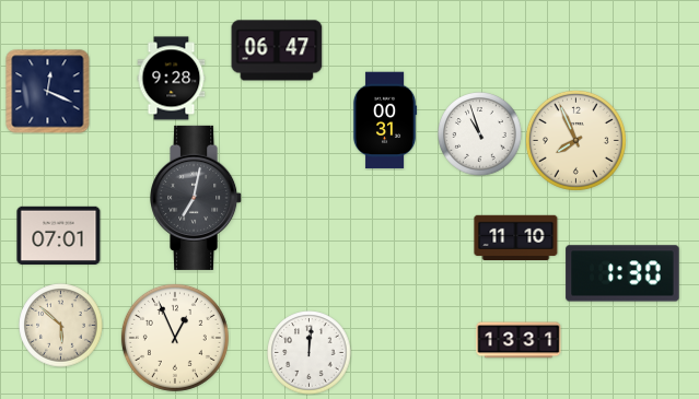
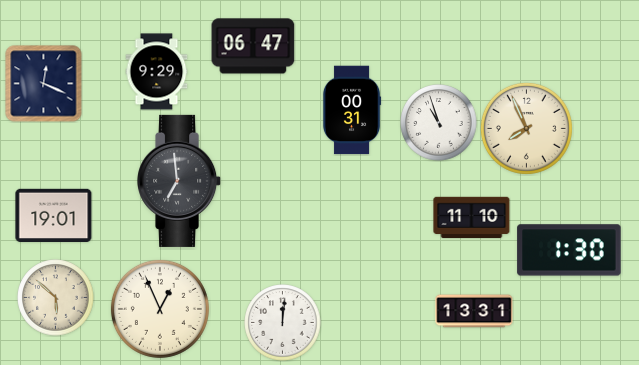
clock at (172, 79): 9:28 -> 9:29
clock at (197, 198): 7:02 -> 6:59
clock at (59, 235): 07:01 -> 19:01
